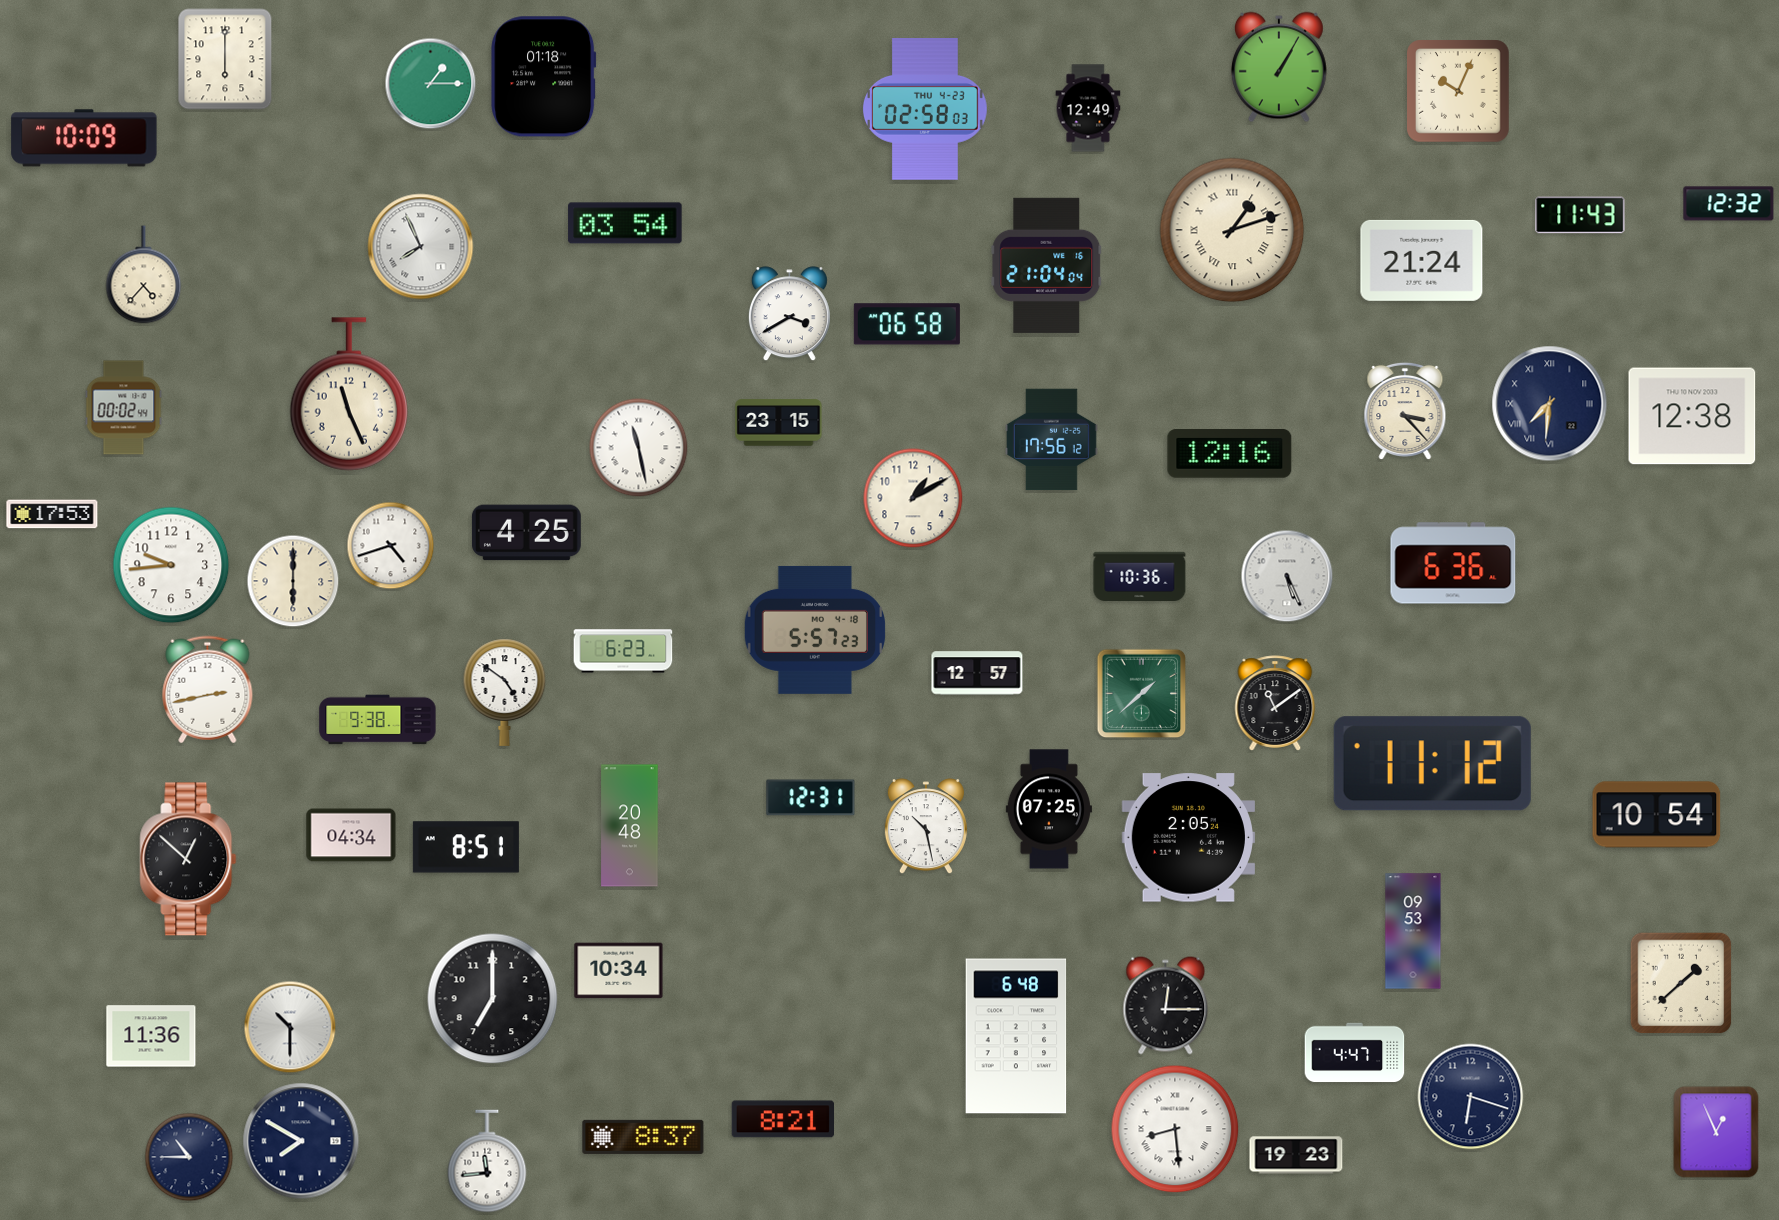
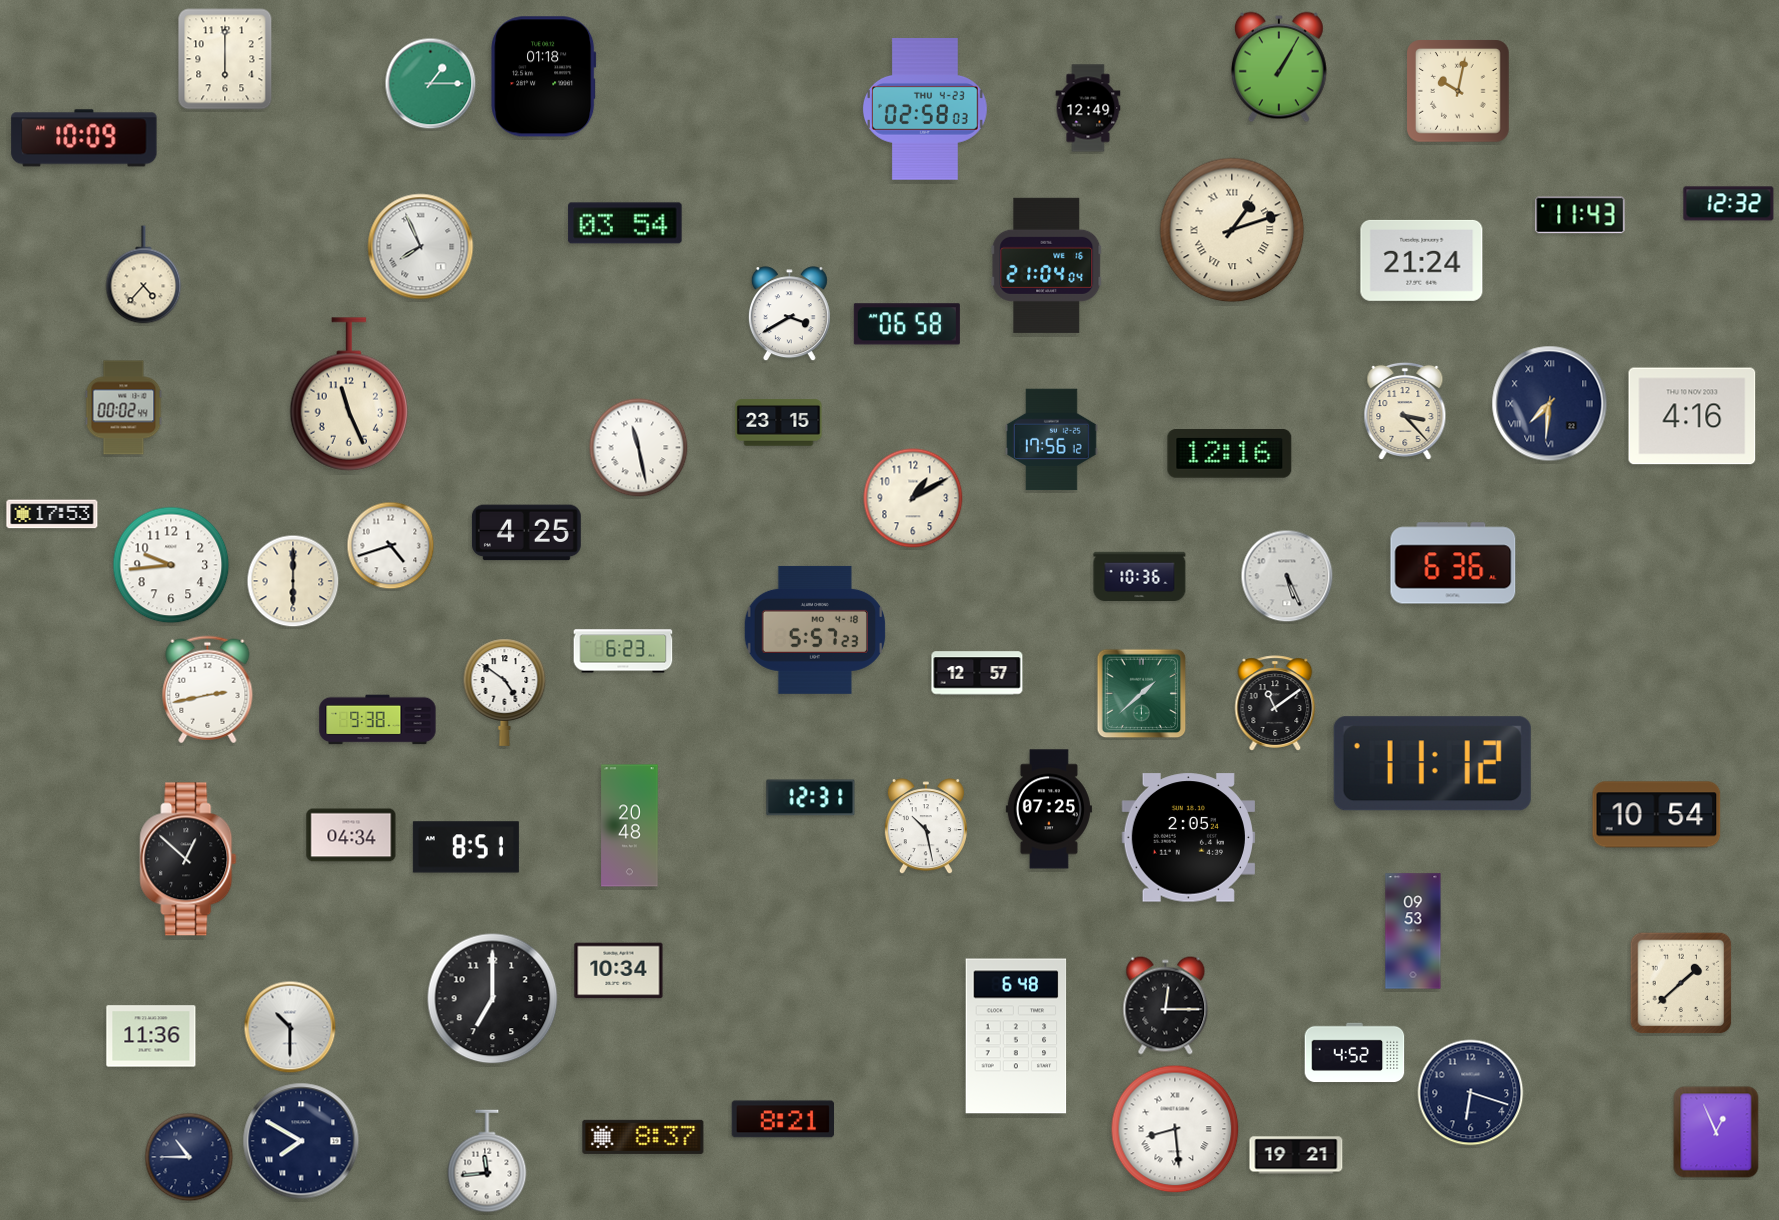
clock at (1458, 91): 10:04 -> 10:02
clock at (1692, 416): 12:38 -> 4:16
clock at (1355, 1053): 4:47 -> 4:52
clock at (1471, 1097) position: (1471, 1097) -> (1471, 1093)
clock at (1296, 1155): 19:23 -> 19:21
